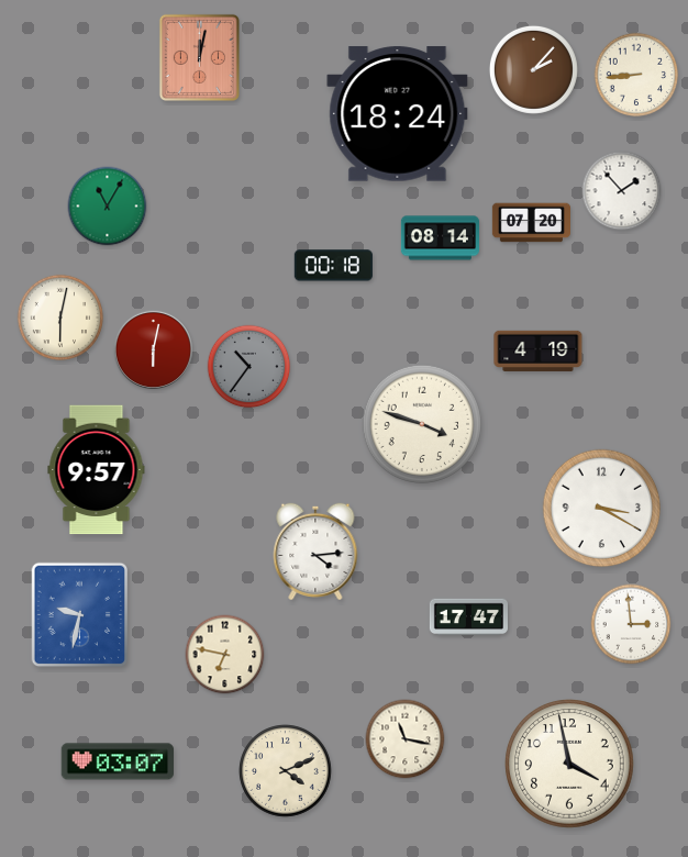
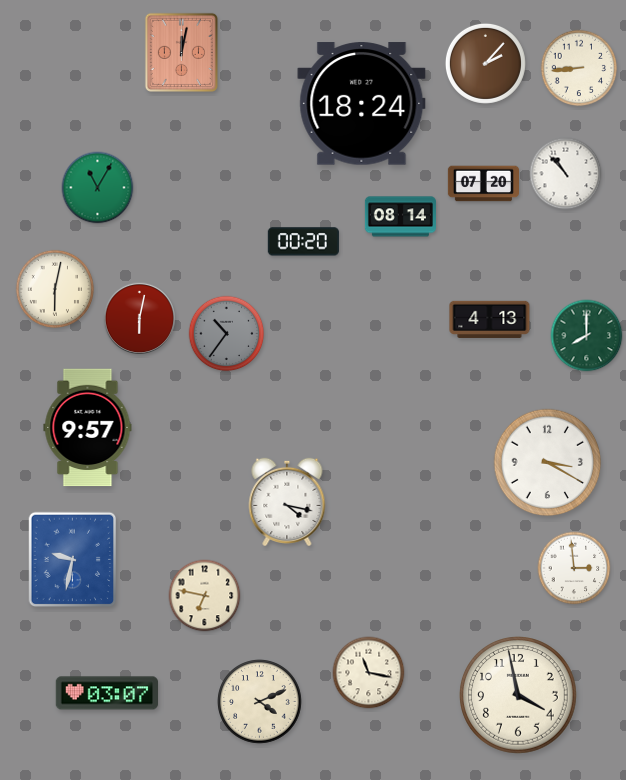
clock at (622, 191): 1:53 -> 10:53
clock at (531, 223) position: (531, 223) -> (483, 184)
clock at (333, 266): 00:18 -> 00:20
clock at (539, 350): 4:19 -> 4:13
clock at (587, 336): none -> 8:00
clock at (421, 423): 3:48 -> none
clock at (315, 550): 4:14 -> 4:17
clock at (468, 617): 17:47 -> none
